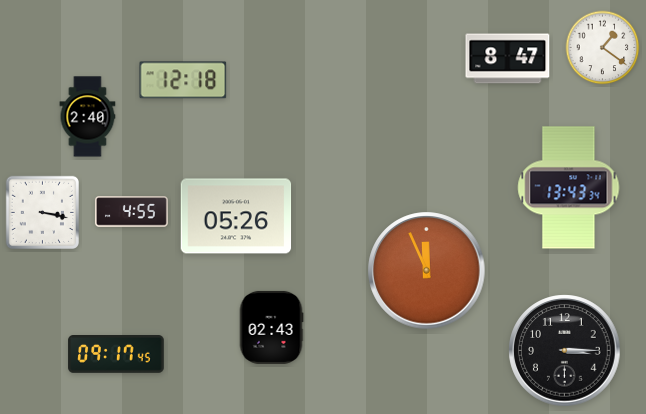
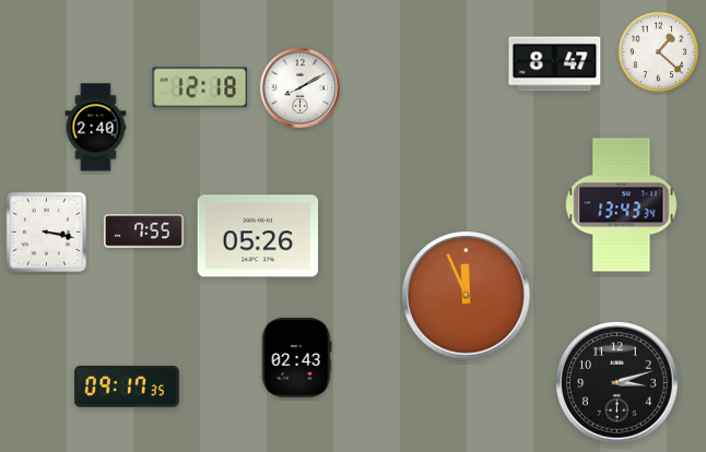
clock at (603, 48): 1:21 -> 1:22
clock at (299, 87): none -> 8:10
clock at (131, 212): 4:55 -> 7:55
clock at (565, 351): 3:15 -> 3:12
clock at (116, 355): 09:17:45 -> 09:17:35
